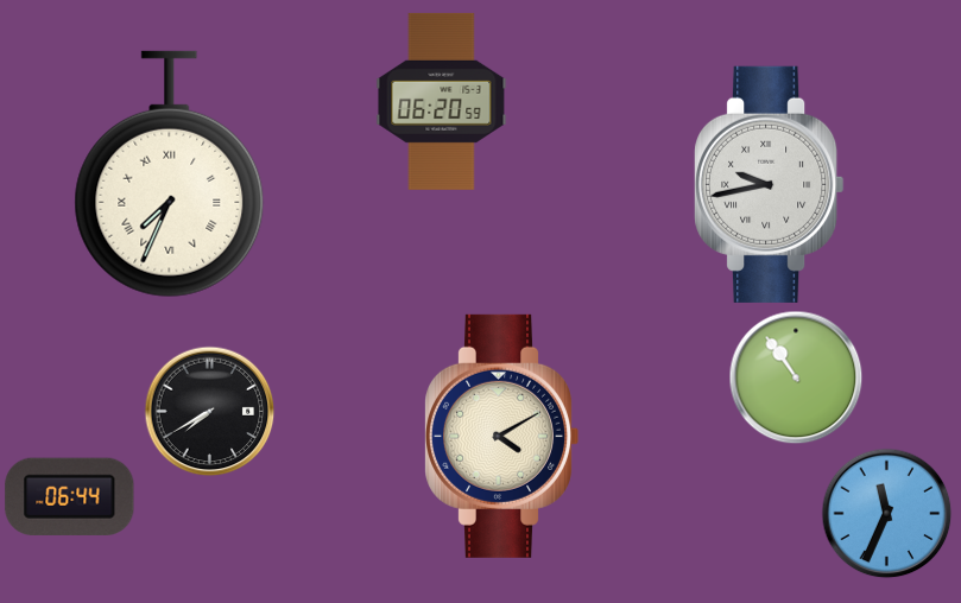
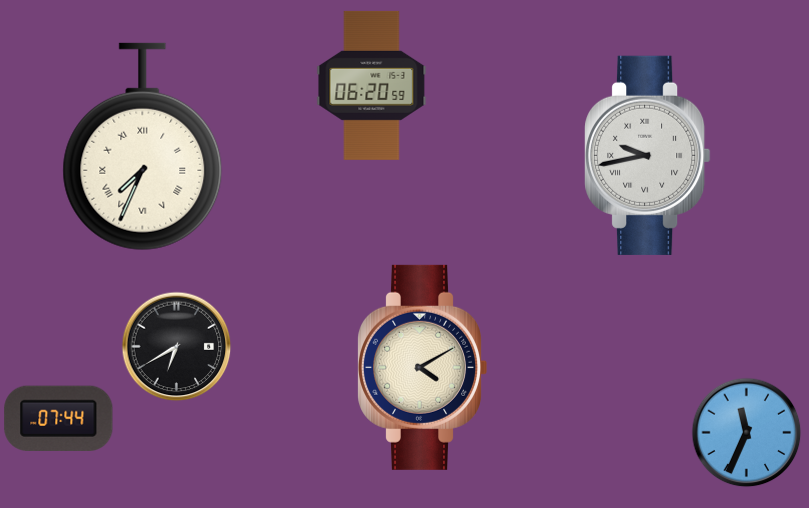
clock at (796, 377): 10:54 -> none
clock at (209, 411): 7:40 -> 6:40
clock at (70, 496): 06:44 -> 07:44
